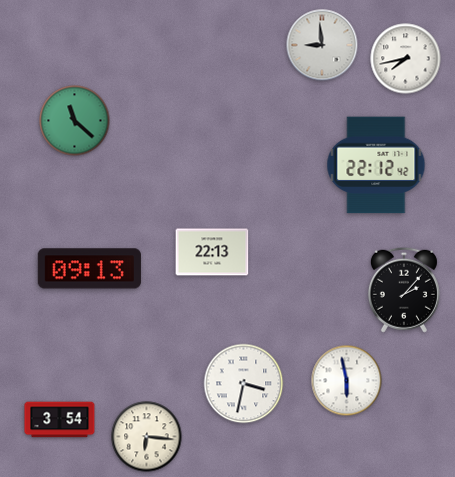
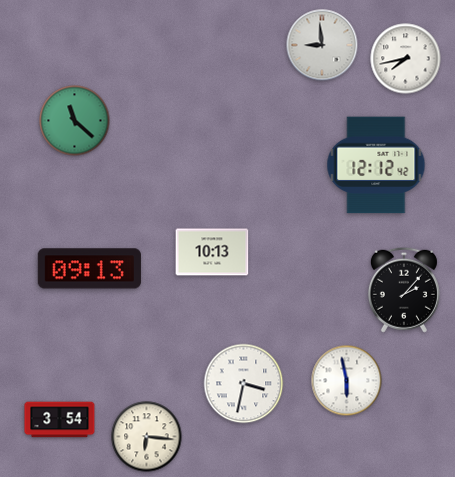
clock at (376, 165): 22:12 -> 12:12
clock at (212, 252): 22:13 -> 10:13
